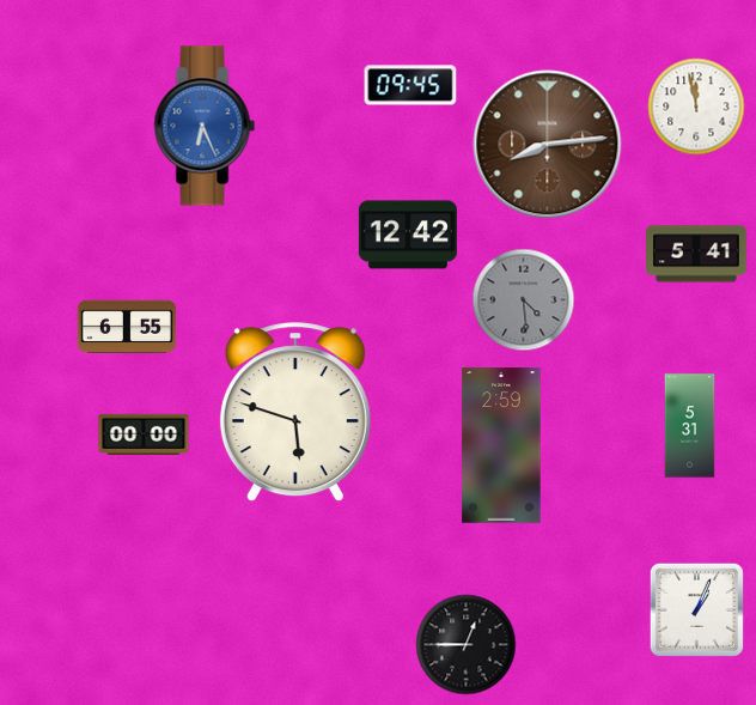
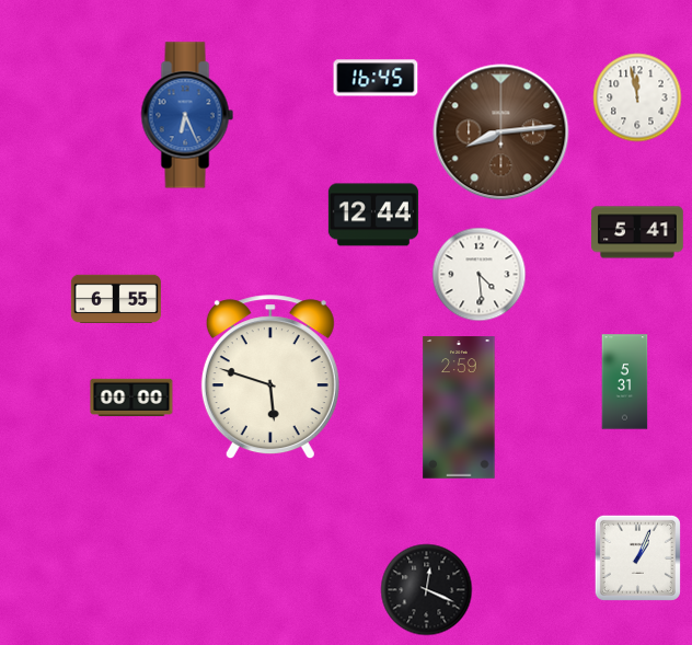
clock at (410, 85): 09:45 -> 16:45
clock at (408, 235): 12:42 -> 12:44
clock at (524, 300) dial: grey -> white
clock at (690, 426) position: (690, 426) -> (625, 382)
clock at (467, 645): 12:45 -> 12:19
